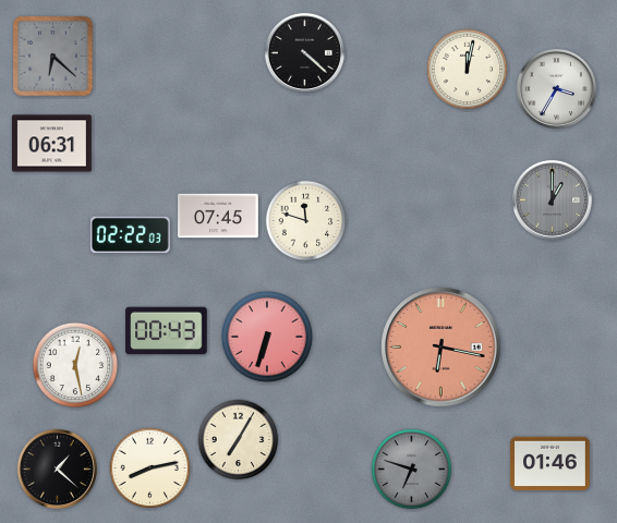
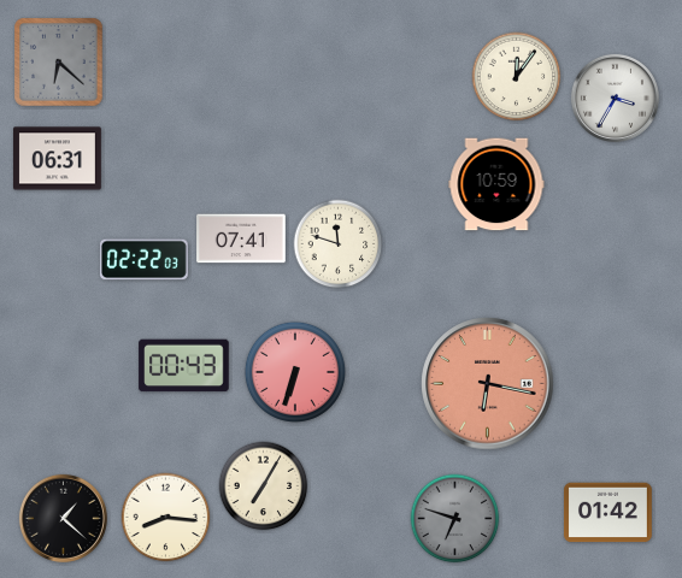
clock at (304, 52): 4:22 -> none
clock at (468, 70): 12:02 -> 12:06
clock at (496, 184): none -> 10:59
clock at (552, 199): 1:00 -> none
clock at (218, 216): 07:45 -> 07:41
clock at (75, 365): 12:28 -> none
clock at (549, 464): 01:46 -> 01:42
clock at (150, 469): 8:13 -> 8:16
